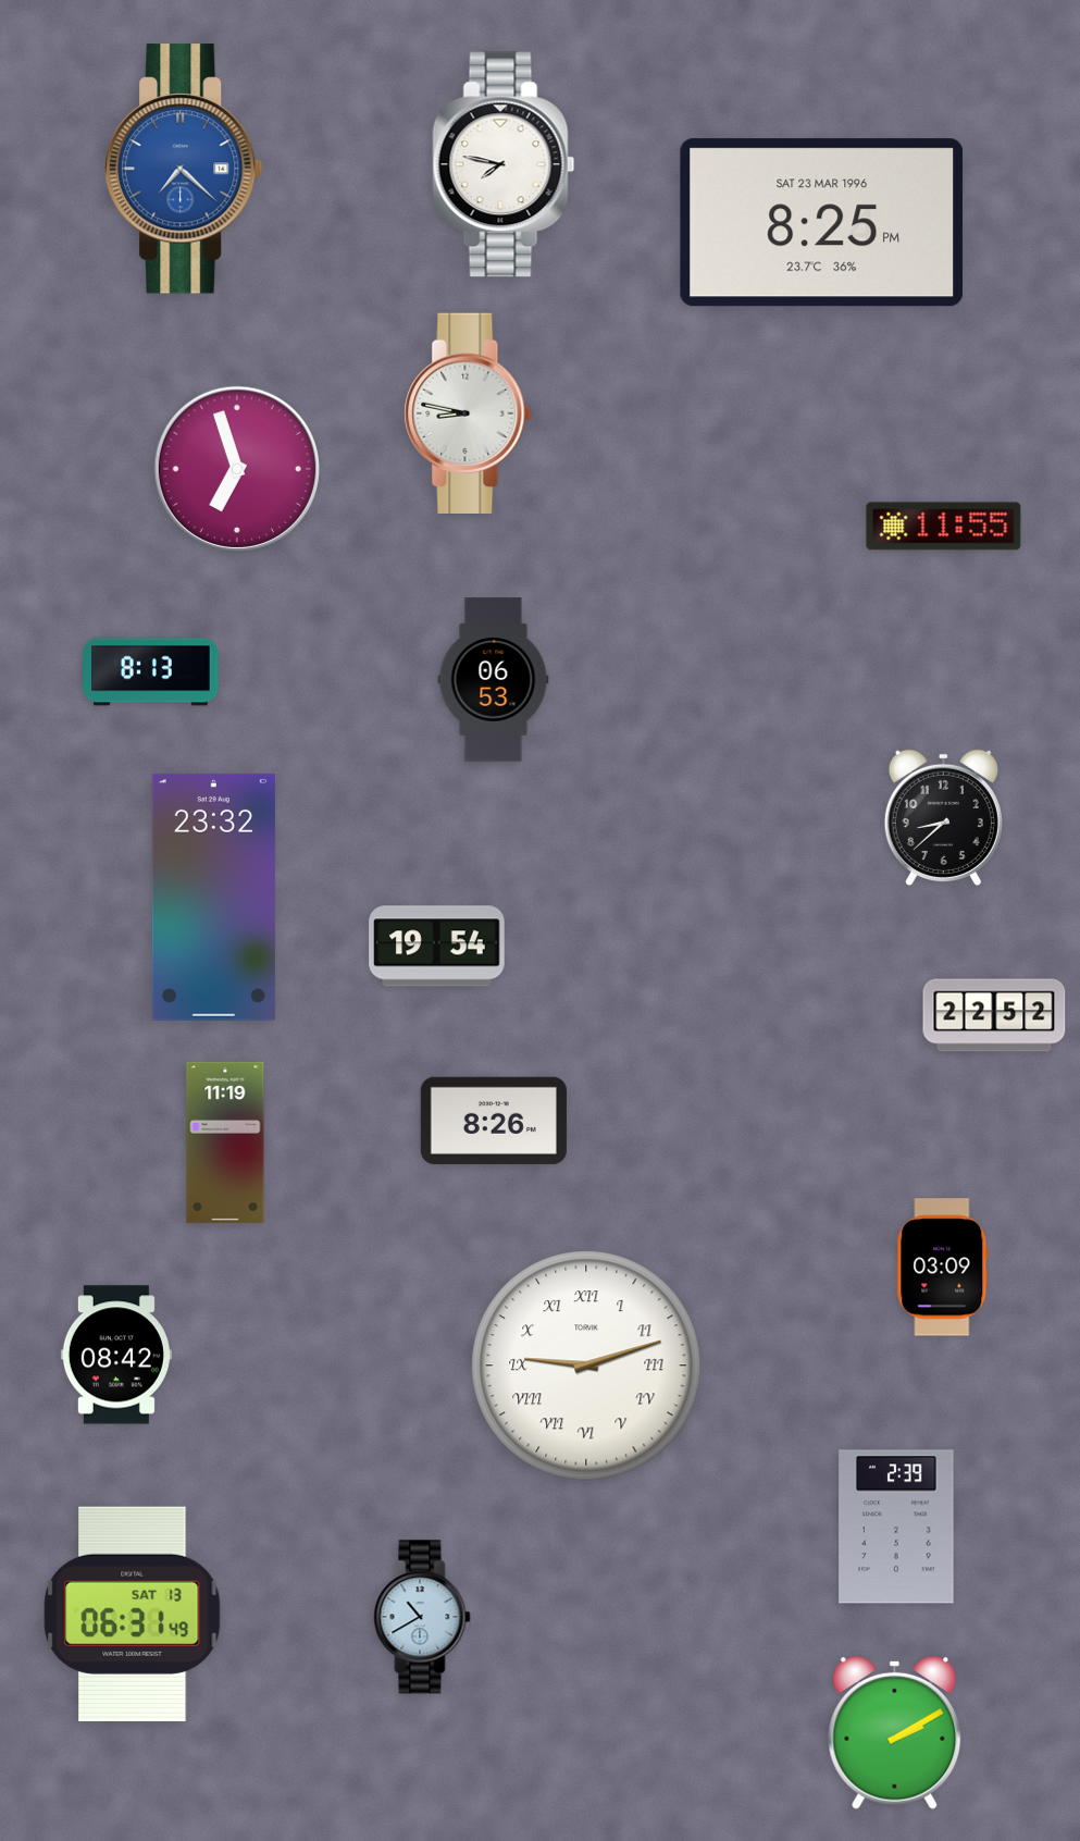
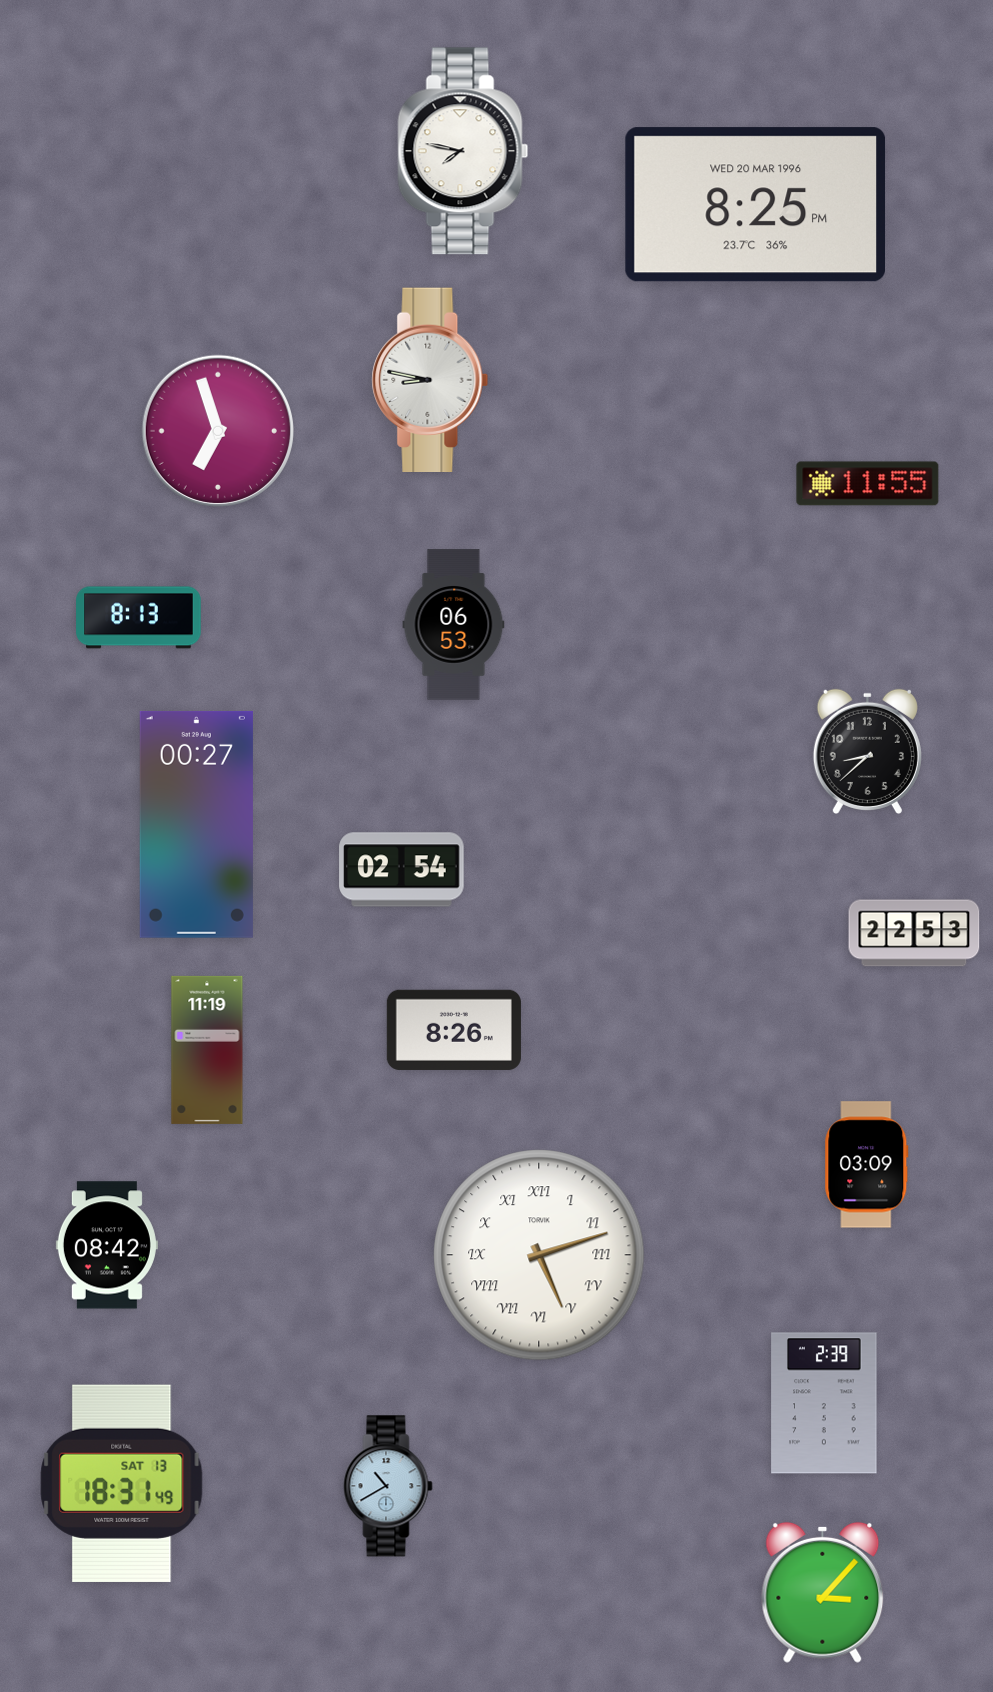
clock at (184, 169): 7:22 -> none
clock at (821, 223) date: SAT 23 MAR 1996 -> WED 20 MAR 1996
clock at (213, 897): 23:32 -> 00:27
clock at (437, 947): 19:54 -> 02:54
clock at (994, 1015): 22:52 -> 22:53
clock at (586, 1366): 9:12 -> 5:12
clock at (133, 1614): 06:31 -> 18:31
clock at (895, 1732): 2:10 -> 3:07
